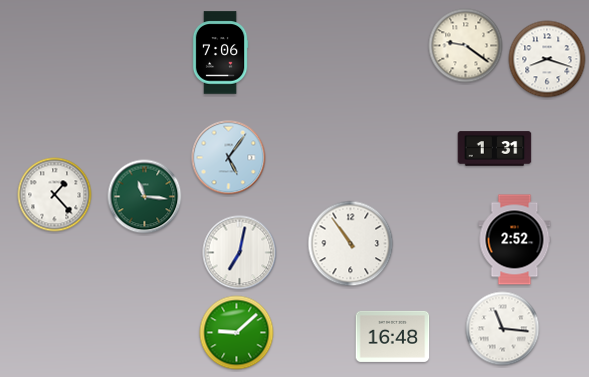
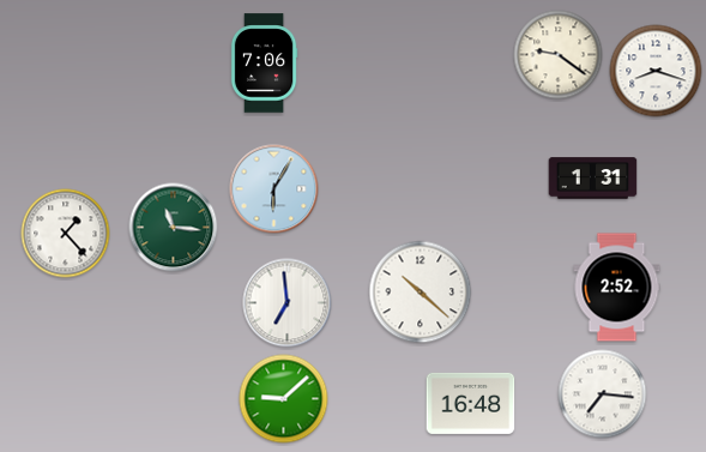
clock at (229, 158): 5:06 -> 6:05
clock at (145, 197) position: (145, 197) -> (174, 228)
clock at (351, 244): 10:54 -> 10:22
clock at (240, 253): 7:02 -> 6:59
clock at (503, 329): 11:16 -> 7:16
